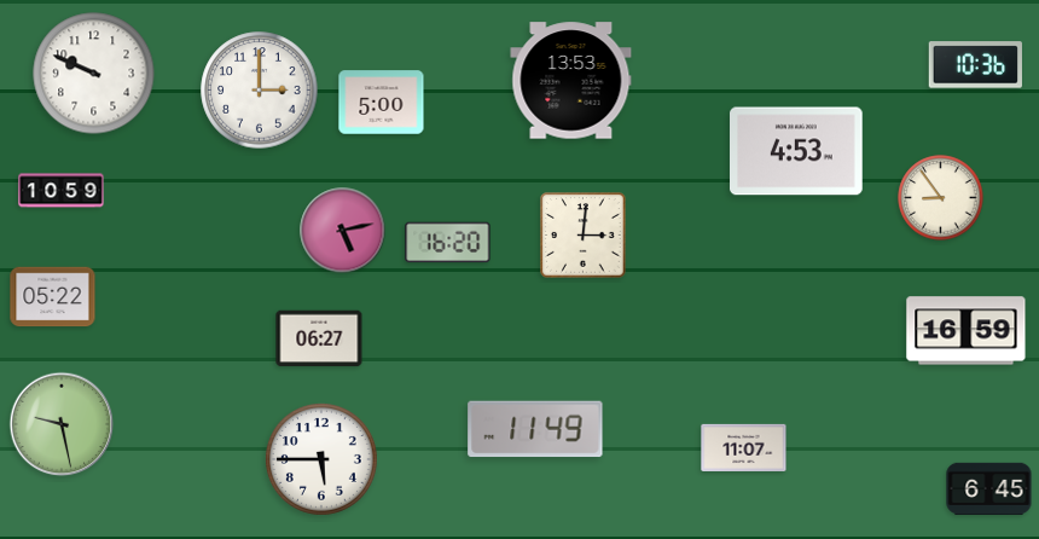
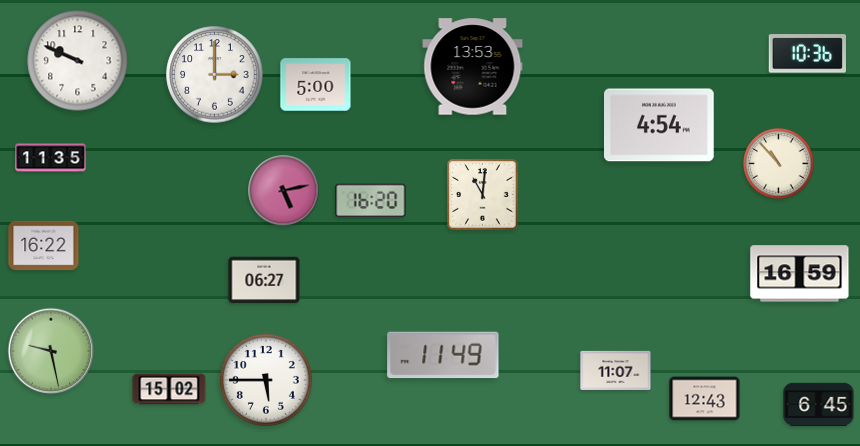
clock at (797, 151): 4:53 -> 4:54
clock at (62, 191): 10:59 -> 11:35
clock at (941, 198): 8:54 -> 10:53
clock at (584, 236): 3:01 -> 11:01
clock at (53, 297): 05:22 -> 16:22
clock at (169, 389): none -> 15:02
clock at (705, 399): none -> 12:43
